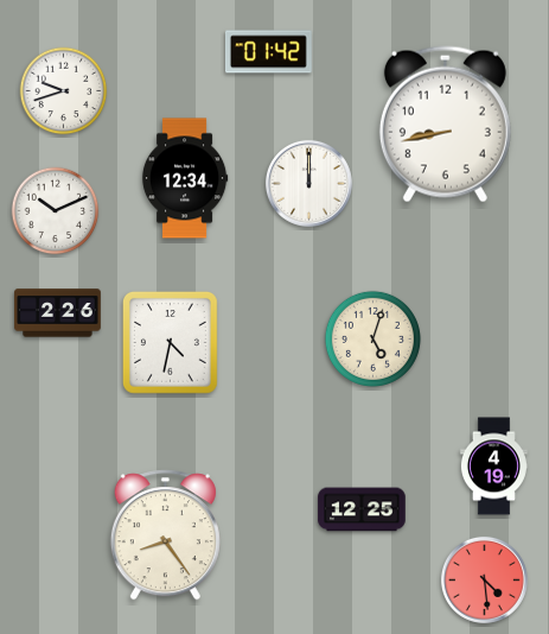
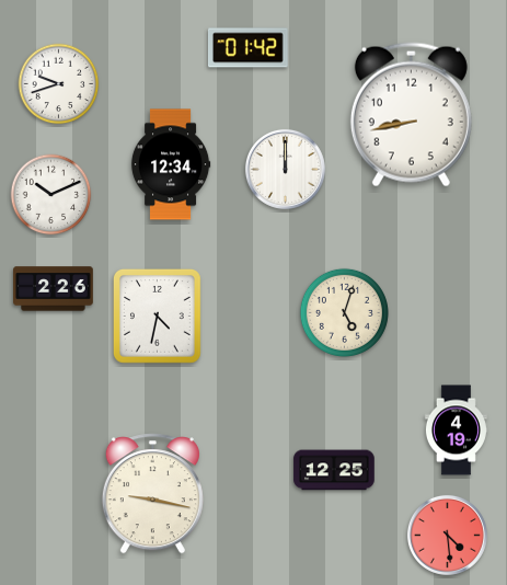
clock at (165, 535): 8:24 -> 9:17
